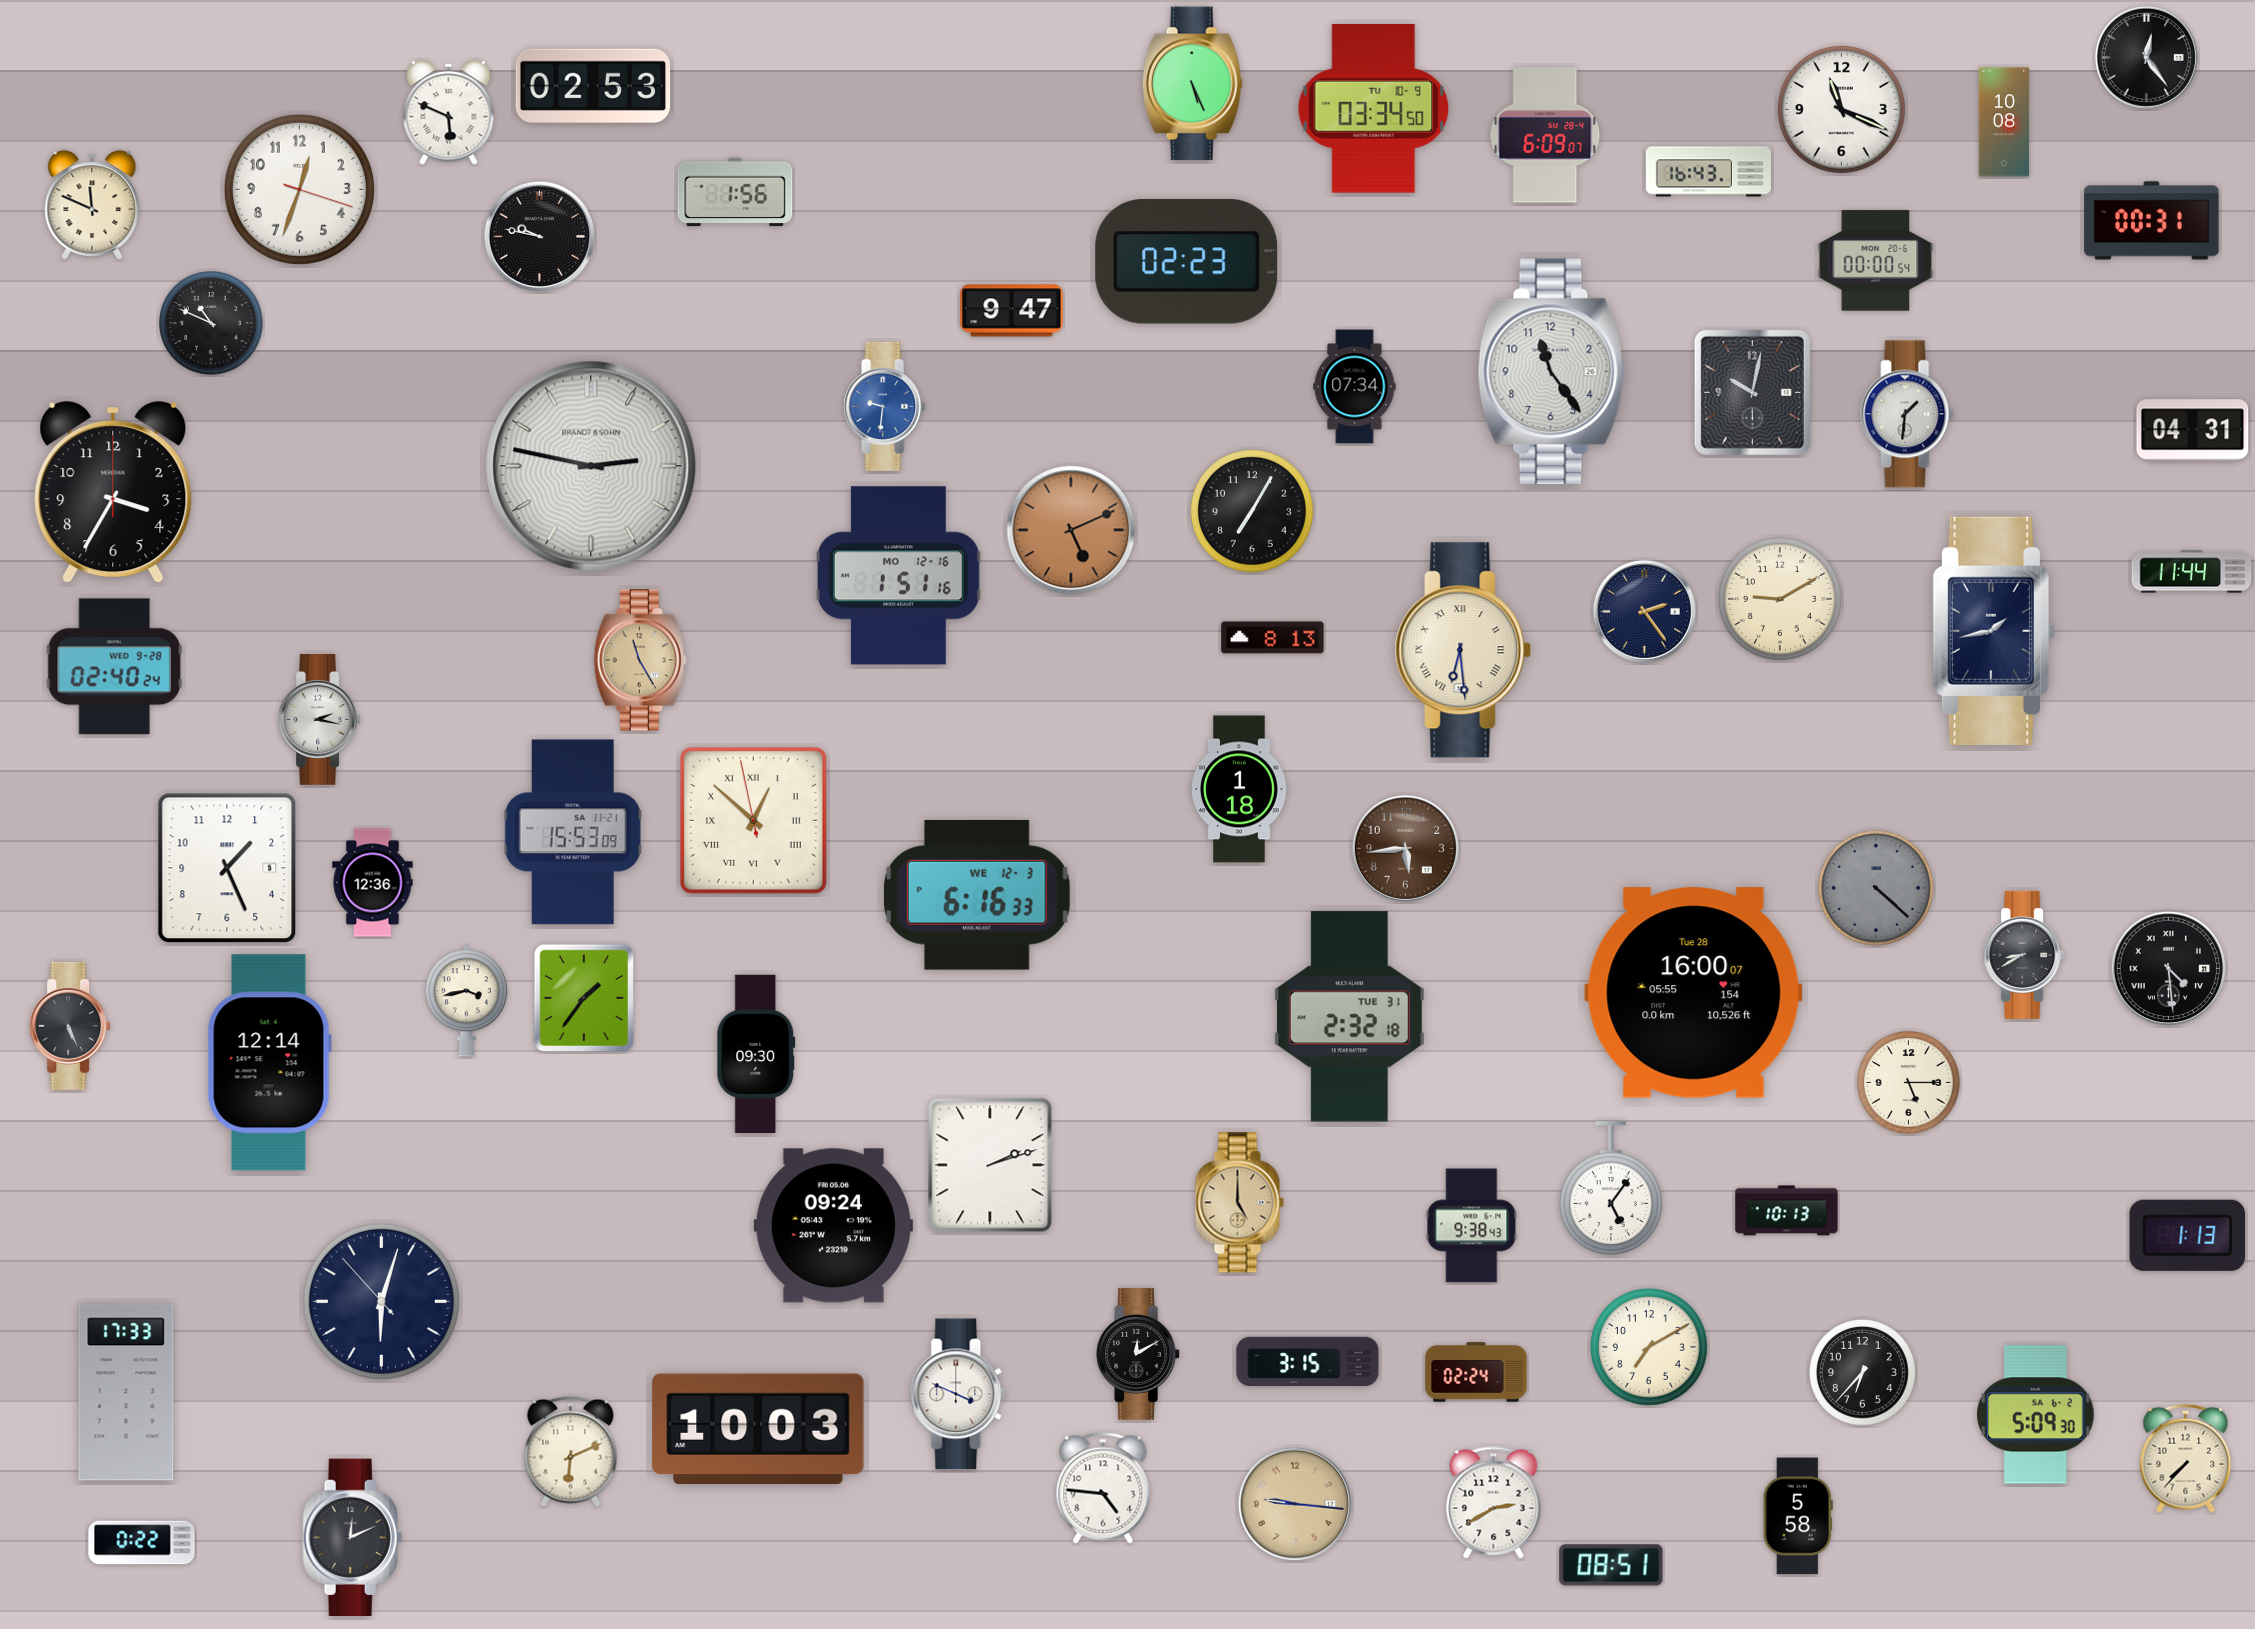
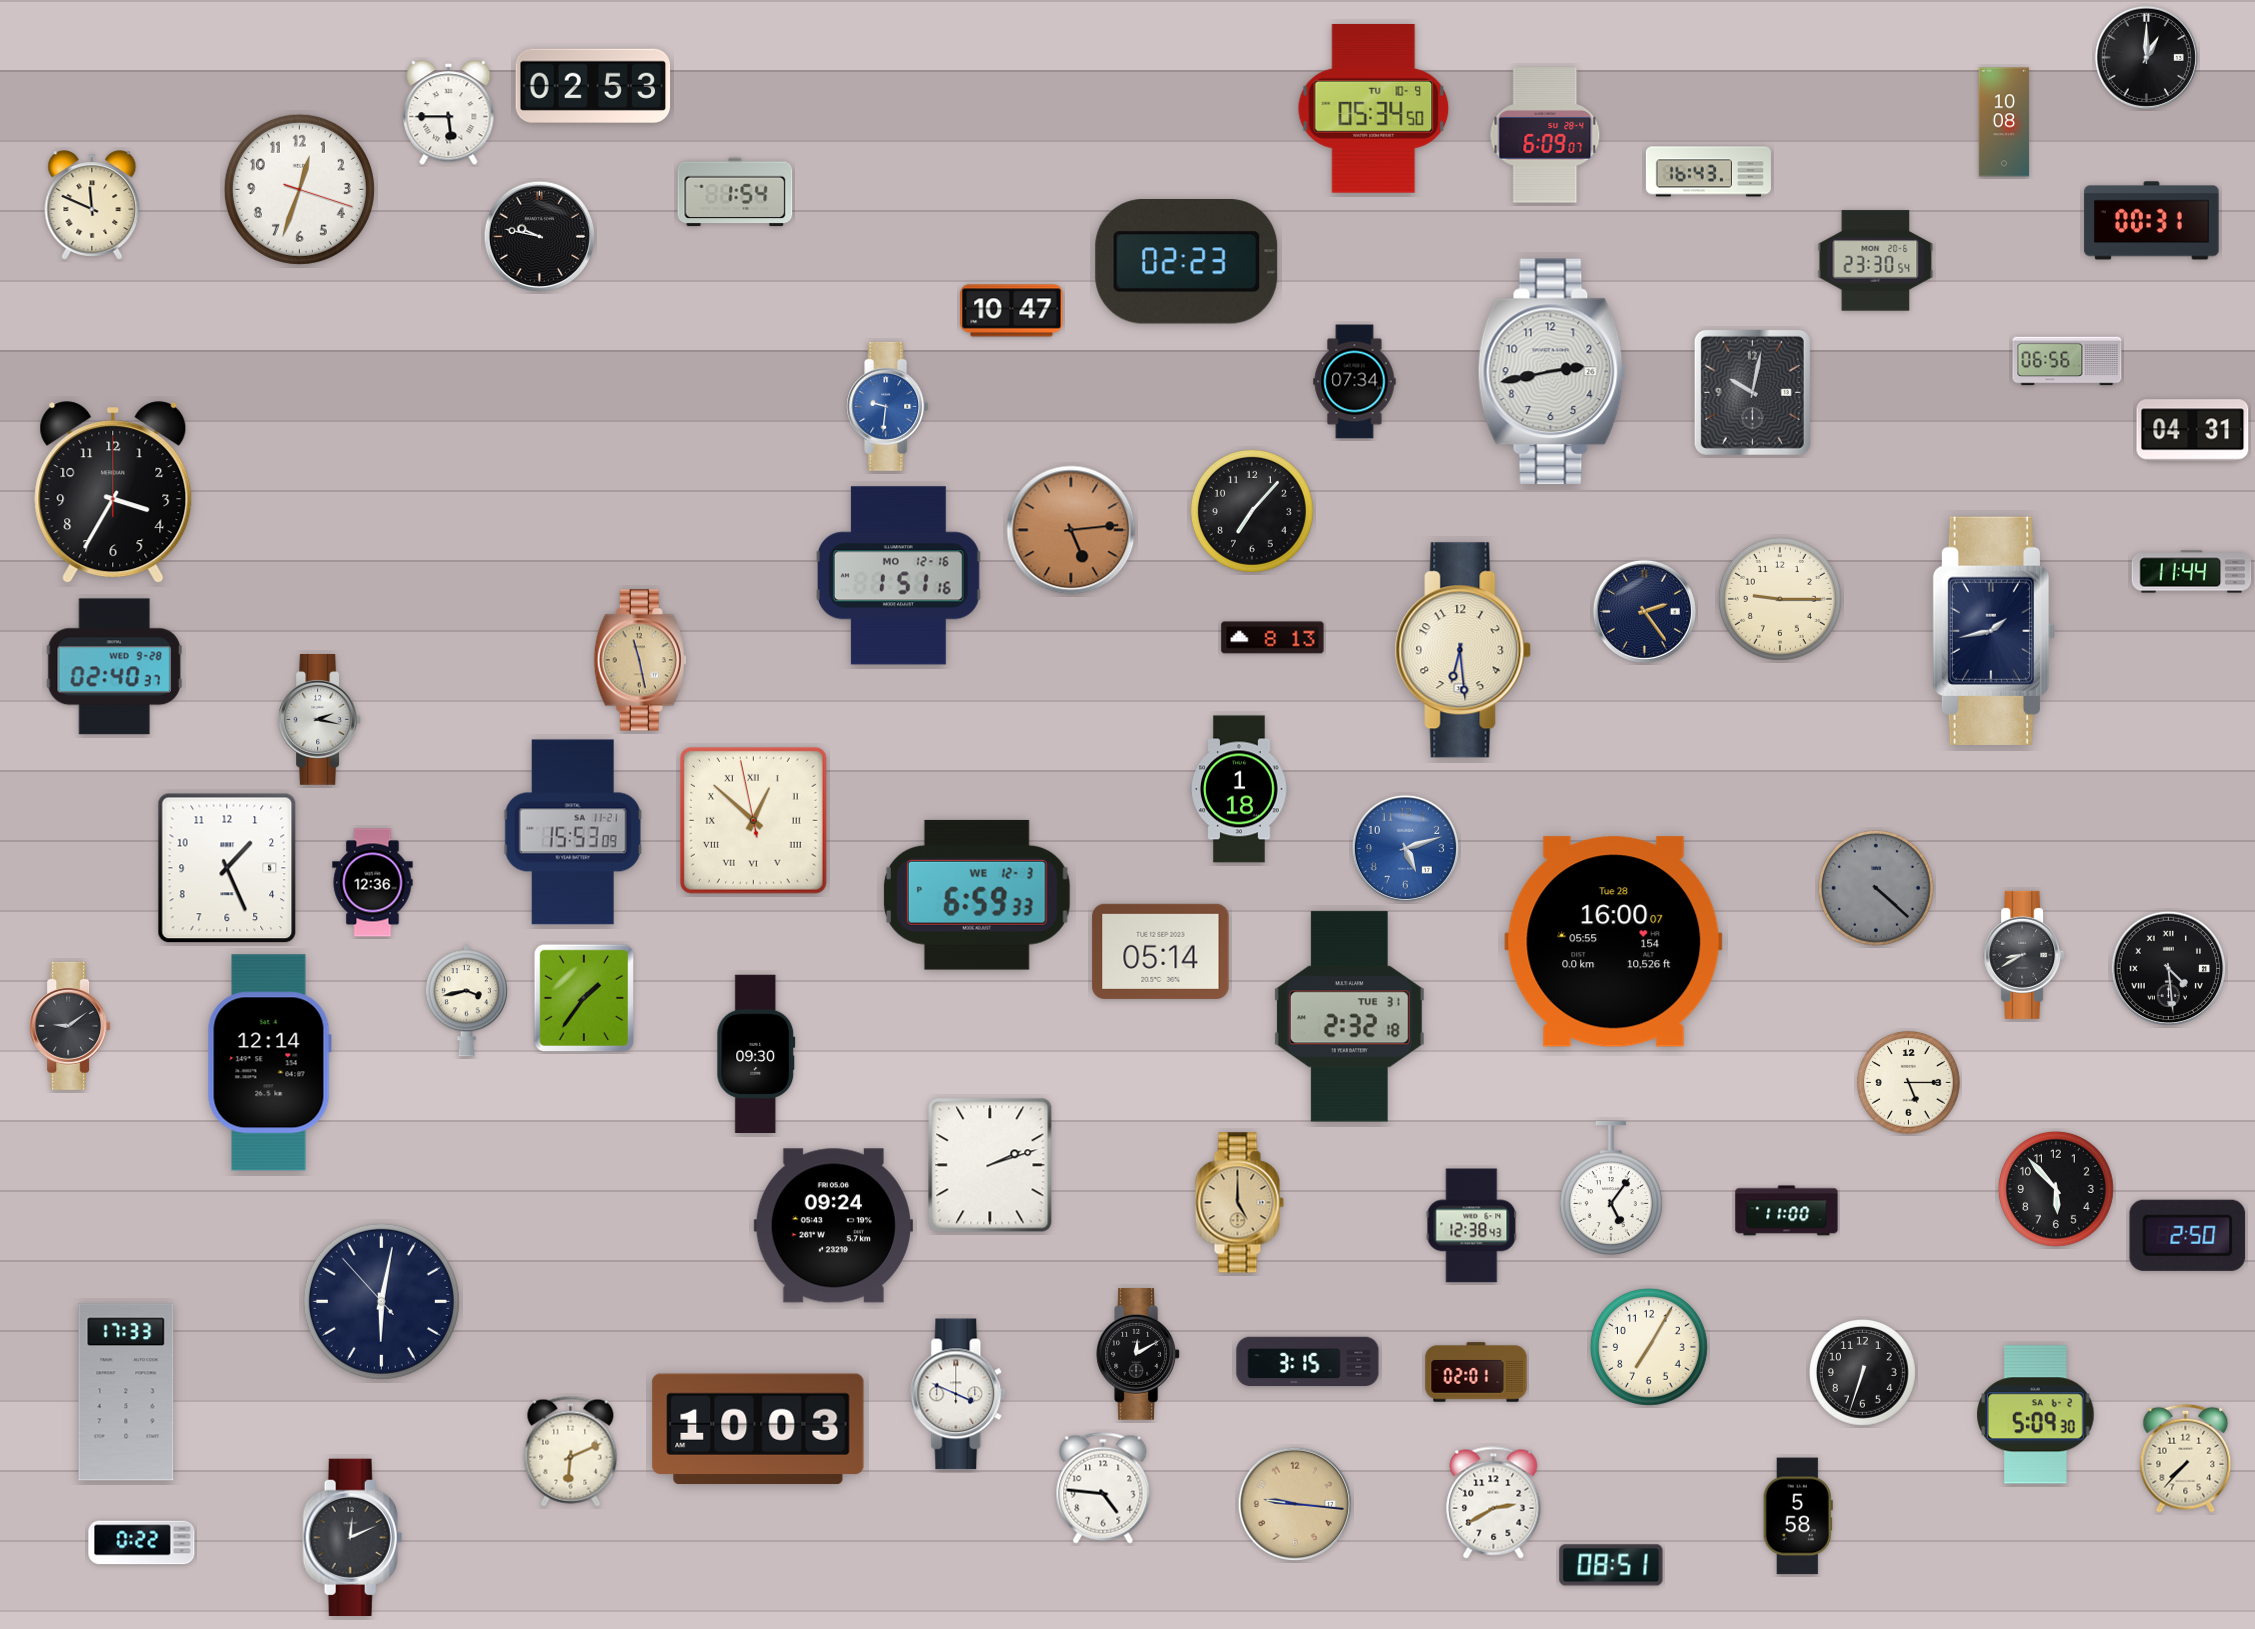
clock at (2146, 57): 12:24 -> 1:00
clock at (1192, 84): 5:26 -> none
clock at (1374, 108): 03:34 -> 05:34
clock at (1841, 109): 11:19 -> none
clock at (449, 113): 5:49 -> 5:45
clock at (735, 192): 1:56 -> 1:54
clock at (1876, 261): 00:00 -> 23:30
clock at (1012, 311): 9:47 -> 10:47
clock at (211, 323): 10:49 -> none
clock at (2067, 361): none -> 06:56
clock at (1552, 372): 11:24 -> 2:43
clock at (1355, 387) position: (1355, 387) -> (1355, 382)
clock at (885, 406) position: (885, 406) -> (888, 406)
clock at (1907, 414): 1:31 -> none
clock at (591, 466): 2:47 -> none
clock at (1252, 511): 7:05 -> 7:07
clock at (1071, 530): 5:11 -> 5:14
clock at (1780, 599): 9:10 -> 9:15
clock at (1463, 650) numerals: Roman -> Arabic
clock at (640, 660): 11:25 -> 11:28
clock at (114, 667): 02:40:24 -> 02:40:37
clock at (1405, 848): 5:44 -> 5:12
clock at (1405, 848) dial: brown -> blue
clock at (977, 895): 6:16 -> 6:59
clock at (1161, 951): none -> 05:14
clock at (1694, 993) position: (1694, 993) -> (1614, 942)
clock at (70, 1026): 5:26 -> 9:09
clock at (2056, 1189): none -> 5:53
clock at (1787, 1211): 10:13 -> 11:00
clock at (1472, 1226): 9:38 -> 12:38
clock at (2188, 1235): 1:13 -> 2:50
clock at (381, 1301): 6:02 -> 6:01
clock at (1649, 1347): 7:10 -> 7:05
clock at (1476, 1372): 02:24 -> 02:01
clock at (1863, 1373): 6:37 -> 6:33
